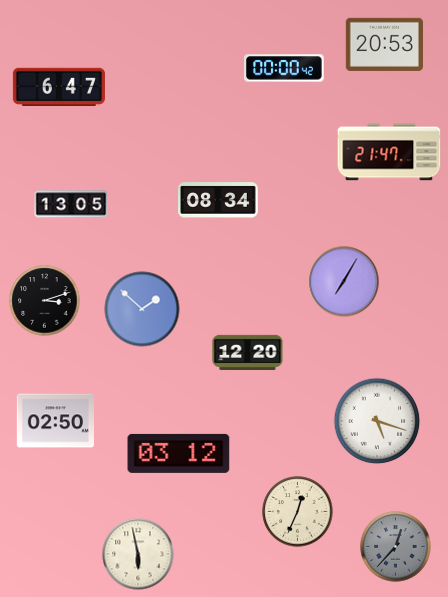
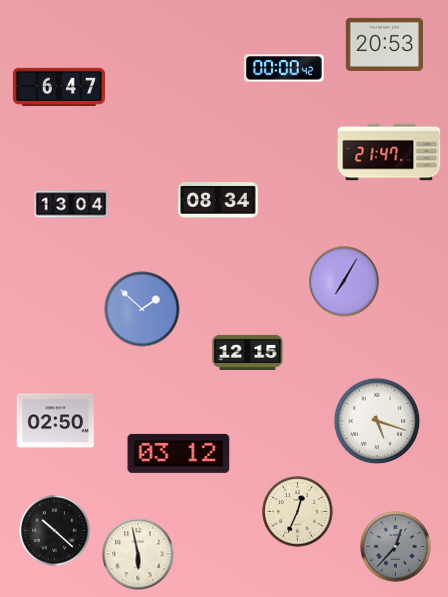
clock at (71, 204): 13:05 -> 13:04
clock at (45, 301): 3:12 -> none
clock at (248, 352): 12:20 -> 12:15
clock at (55, 531): none -> 10:22
